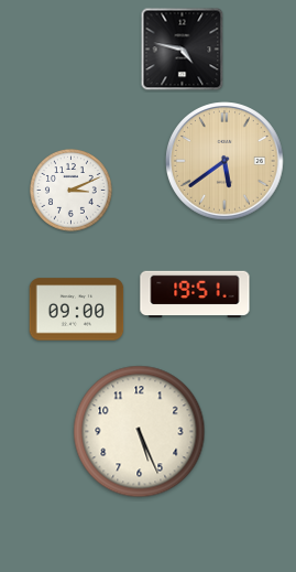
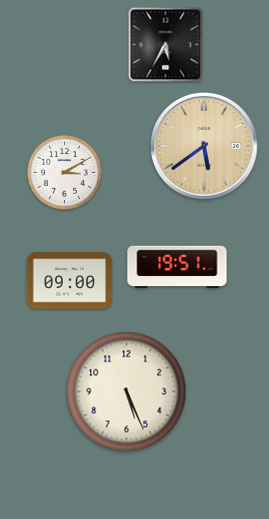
clock at (183, 50): 4:47 -> 5:35
clock at (72, 191): 3:11 -> 3:10
